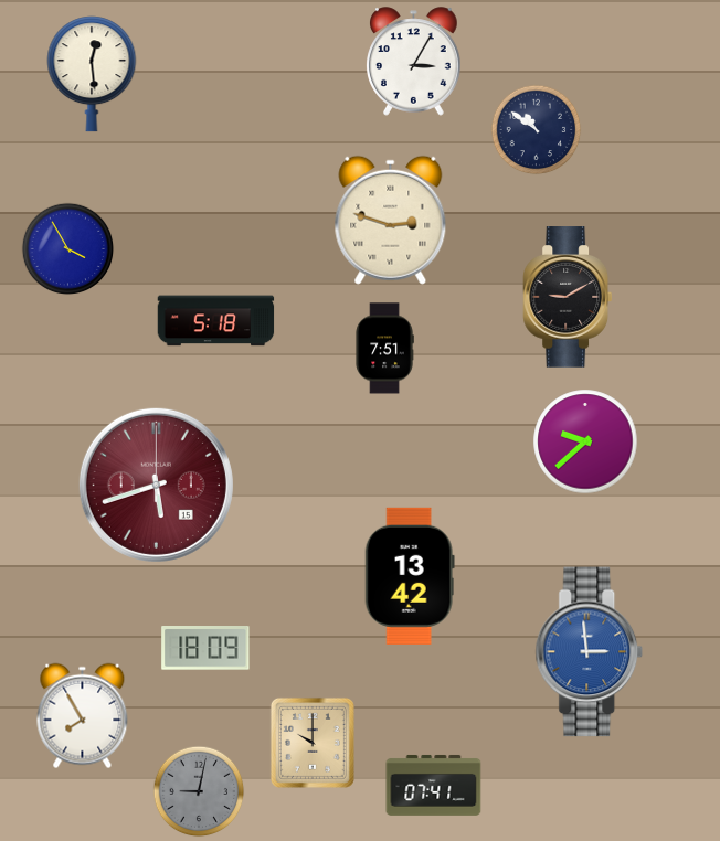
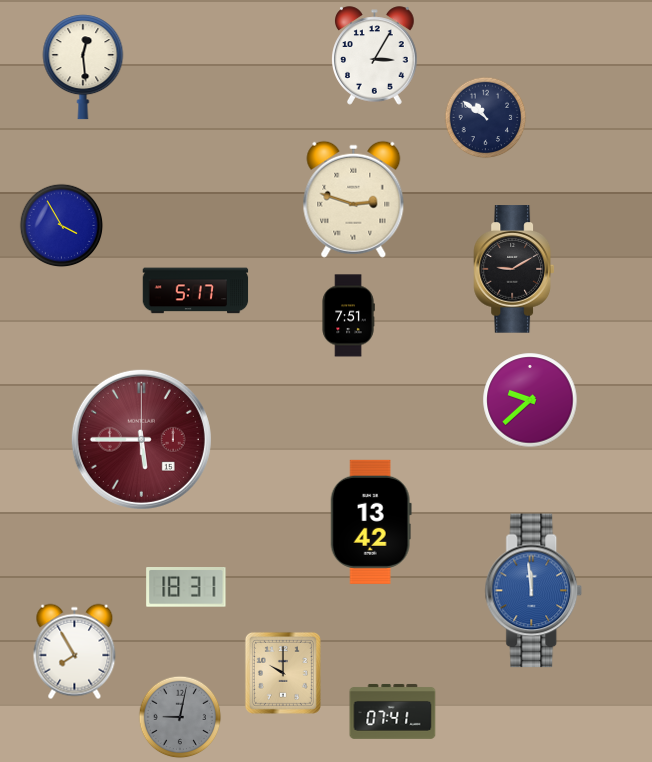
clock at (216, 321): 5:18 -> 5:17
clock at (156, 485): 5:42 -> 5:45
clock at (205, 649): 18:09 -> 18:31
clock at (590, 652): 2:59 -> 11:59
clock at (83, 716) position: (83, 716) -> (75, 652)
